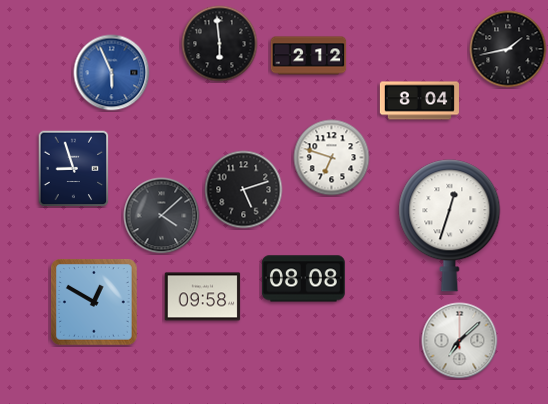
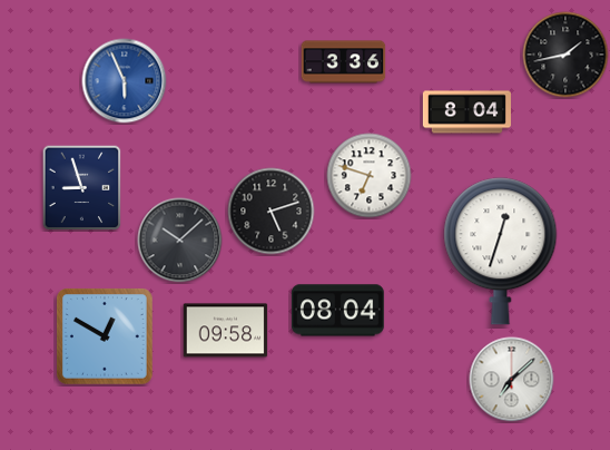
clock at (220, 44): 5:59 -> none
clock at (309, 56): 2:12 -> 3:36
clock at (162, 216): 4:08 -> 10:08
clock at (303, 279): 08:08 -> 08:04
